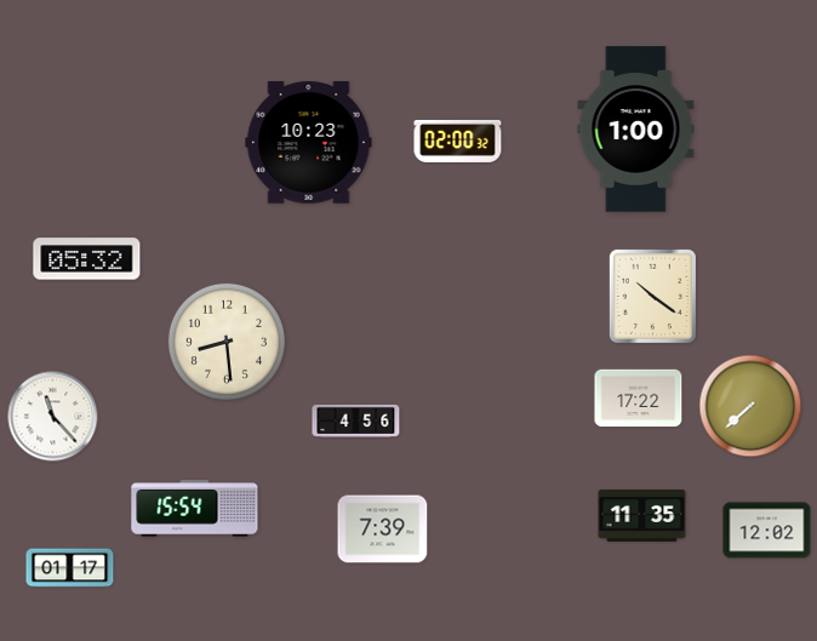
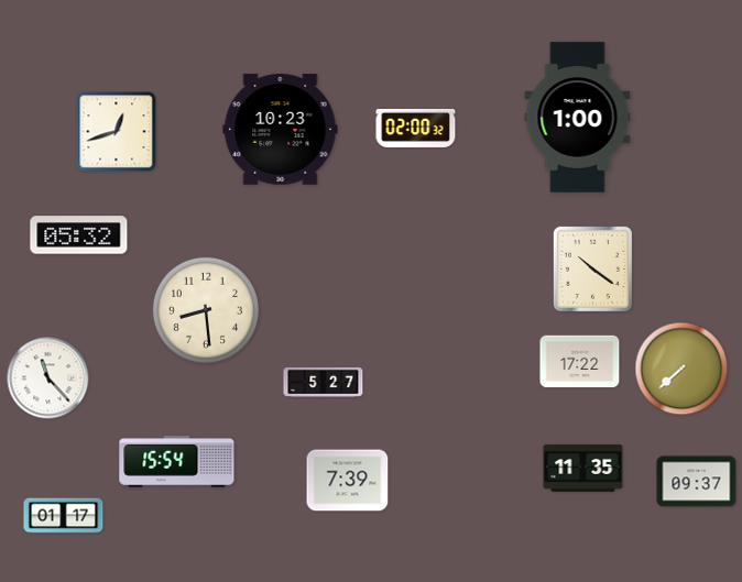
clock at (117, 132): none -> 12:42
clock at (356, 420): 4:56 -> 5:27
clock at (767, 531): 12:02 -> 09:37
